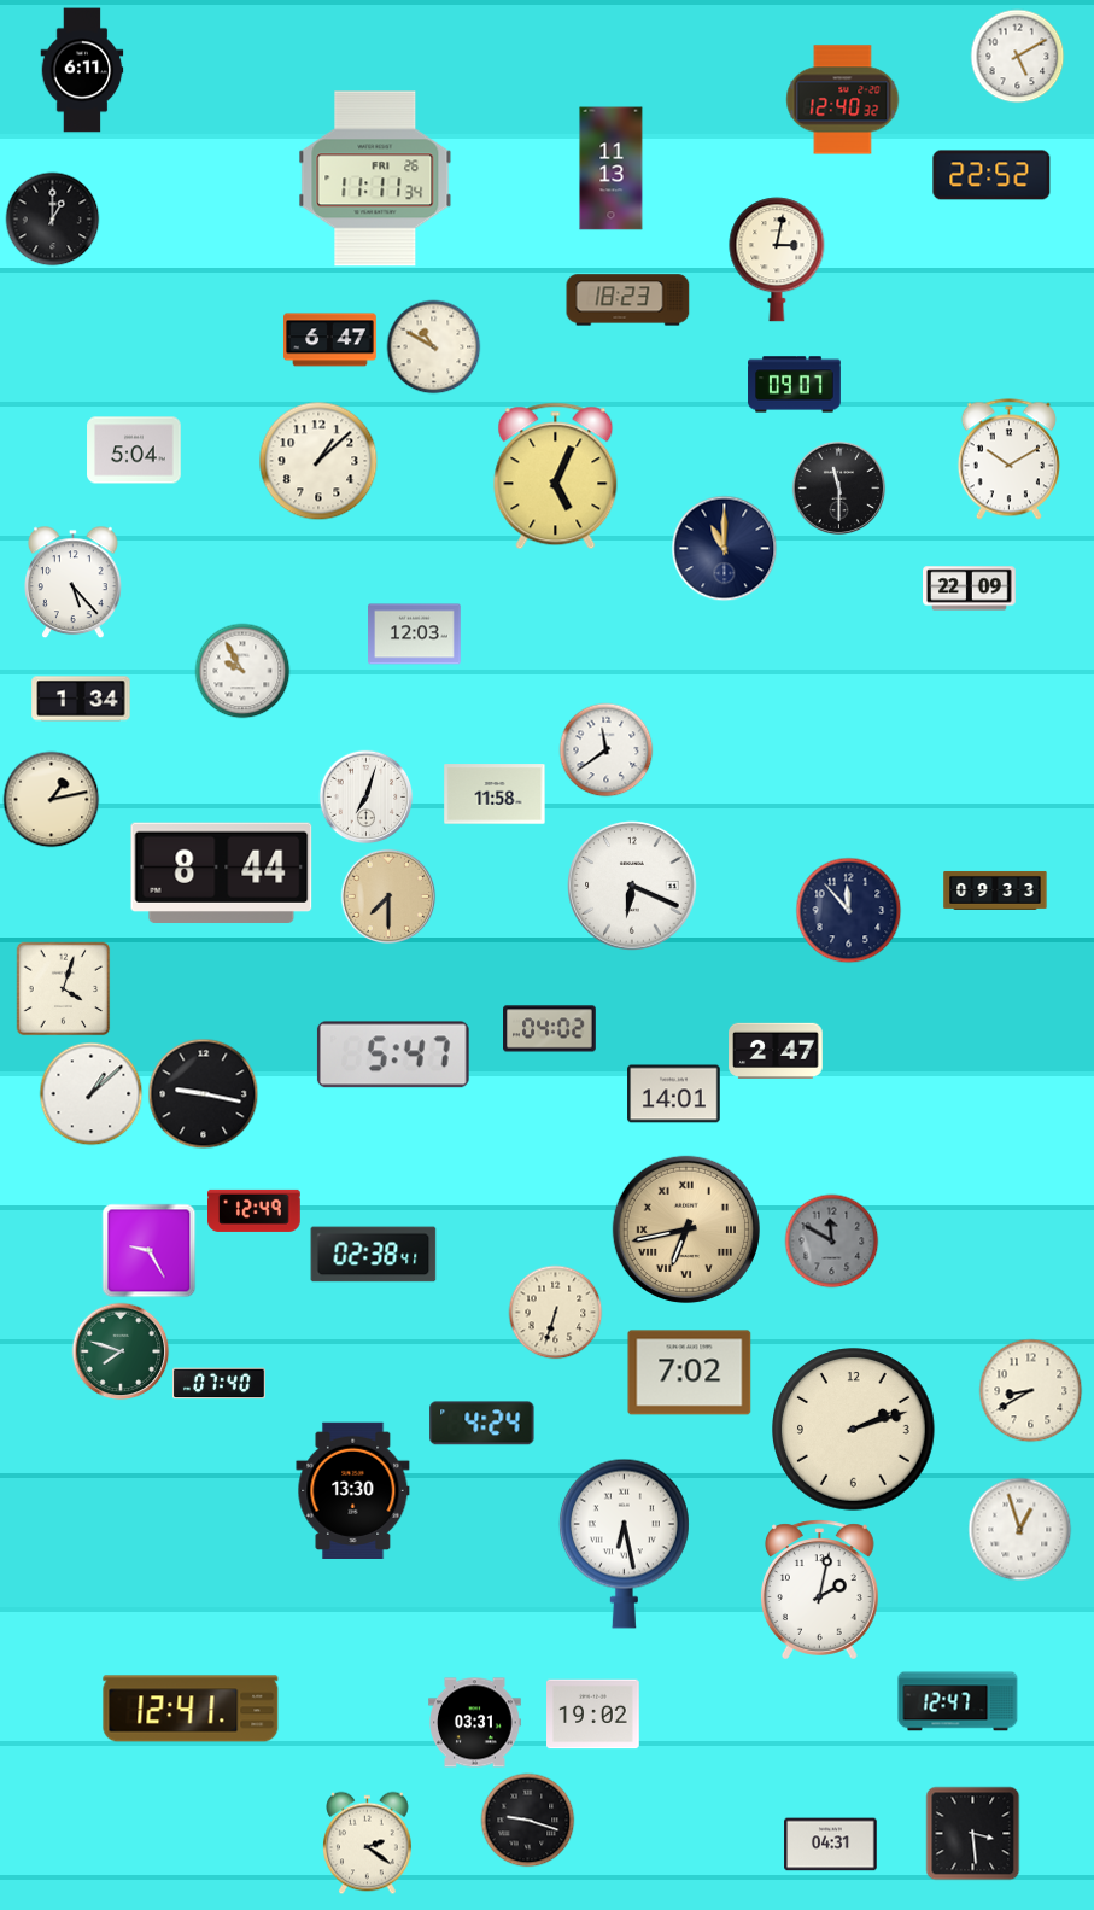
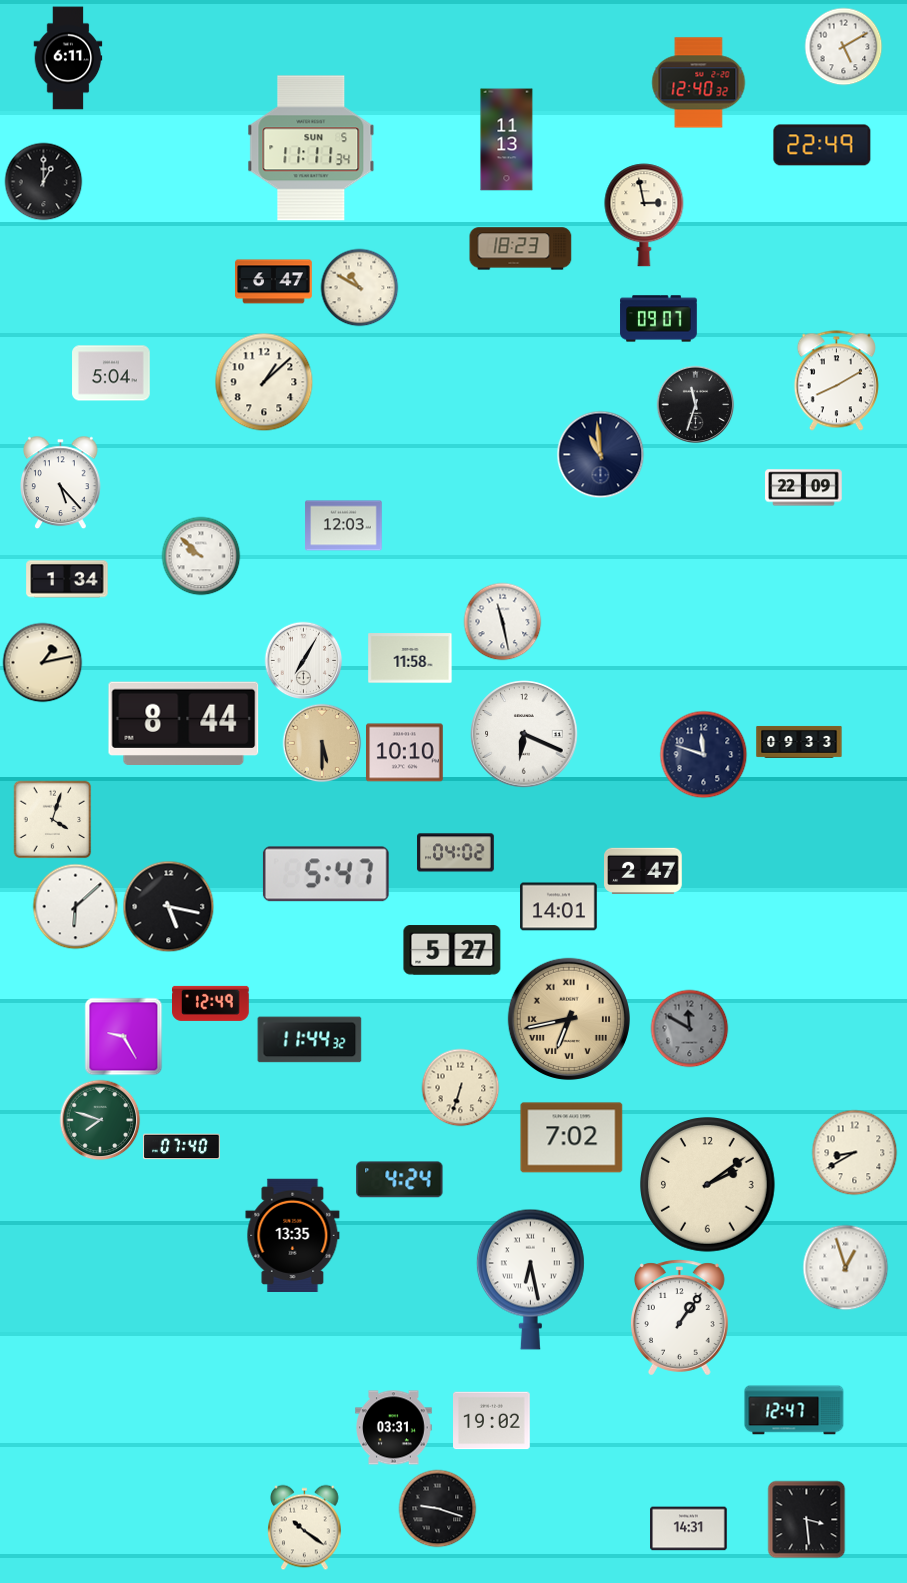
clock at (991, 175): 22:52 -> 22:49
clock at (375, 179) date: FRI 26 -> SUN 5
clock at (777, 259): 3:02 -> 2:58
clock at (1008, 460): 10:10 -> 8:10
clock at (556, 477): 5:04 -> none
clock at (838, 487): 11:30 -> 11:33
clock at (724, 548): 11:00 -> 10:59
clock at (242, 671): 9:55 -> 9:52
clock at (605, 749): 11:39 -> 11:28
clock at (365, 796): 7:03 -> 7:05
clock at (995, 890) position: (995, 890) -> (799, 742)
clock at (388, 896): 7:30 -> 5:30
clock at (405, 753): none -> 10:10
clock at (848, 910): 11:53 -> 11:48
clock at (90, 1093): 1:08 -> 6:08
clock at (203, 1093): 9:17 -> 5:17
clock at (452, 950): none -> 5:27
clock at (374, 1255): 02:38 -> 11:44
clock at (854, 1430): 2:12 -> 2:09
clock at (353, 1490): 13:30 -> 13:35
clock at (624, 1543) position: (624, 1543) -> (530, 1279)
clock at (819, 1590): 2:02 -> 1:06
clock at (191, 1709): 12:41 -> none
clock at (368, 1842): 2:21 -> 10:21
clock at (831, 1845): 04:31 -> 14:31
